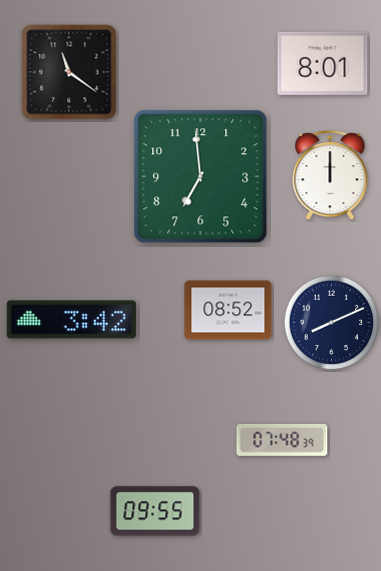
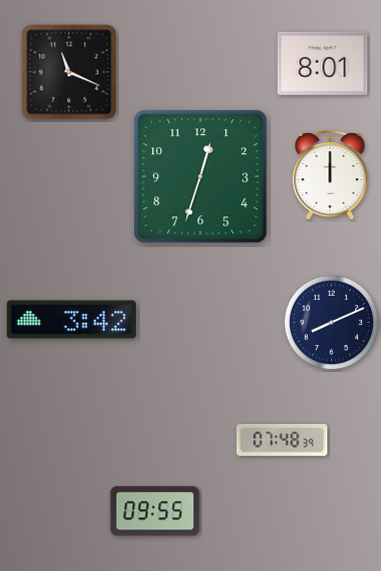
clock at (69, 72): 11:21 -> 11:19
clock at (201, 177): 6:59 -> 12:33
clock at (228, 310): 08:52 -> none
